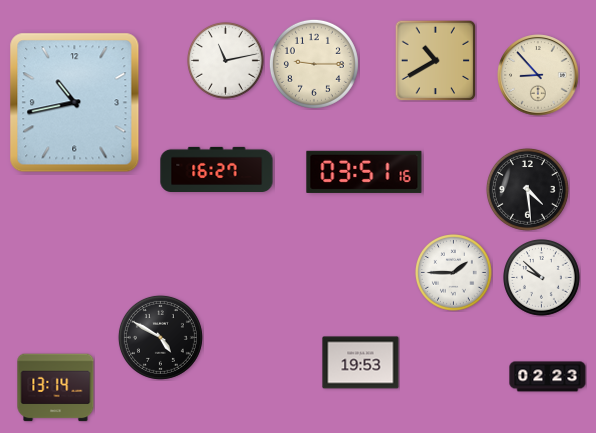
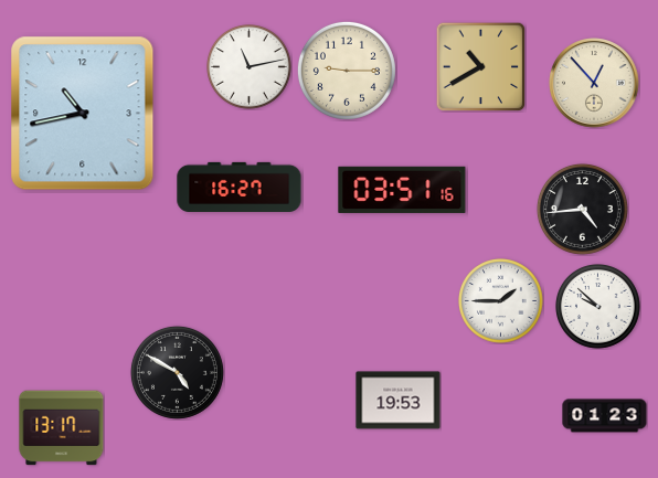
clock at (538, 75): 8:53 -> 12:53
clock at (527, 189): 4:29 -> 4:44
clock at (548, 377): 02:23 -> 01:23
clock at (56, 388): 13:14 -> 13:17
